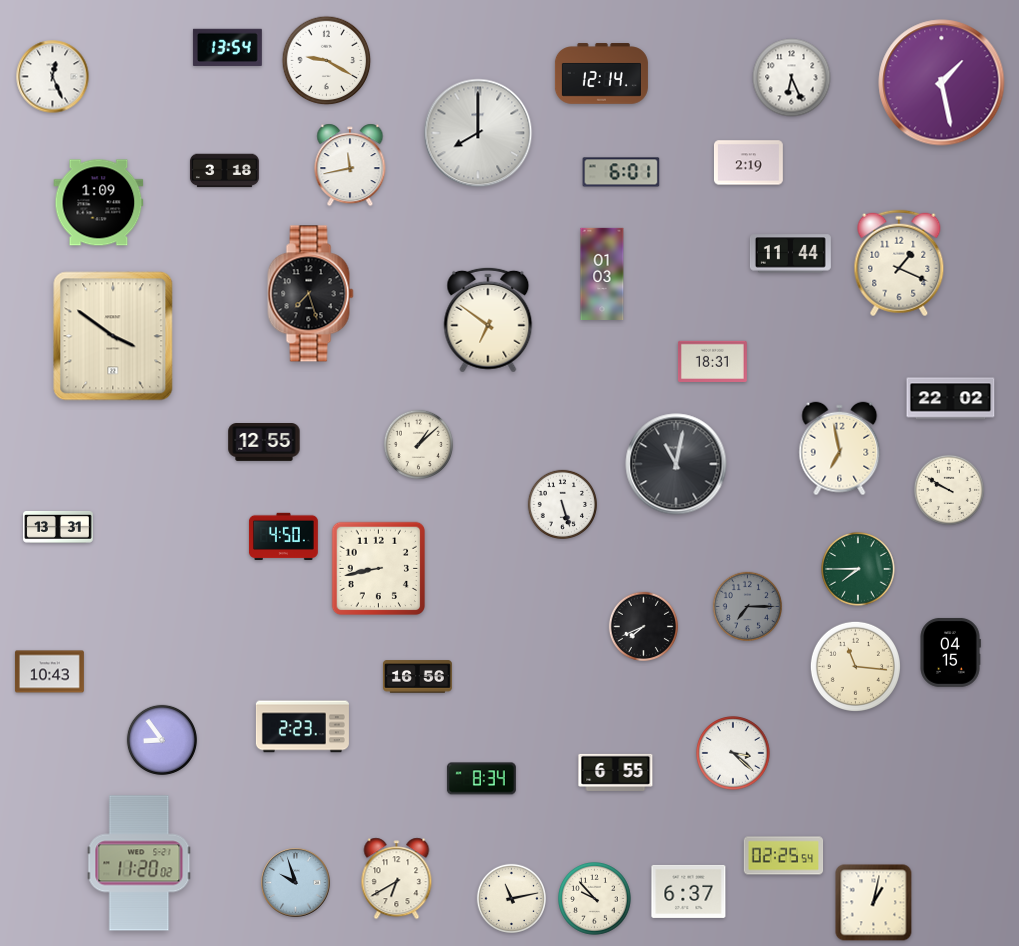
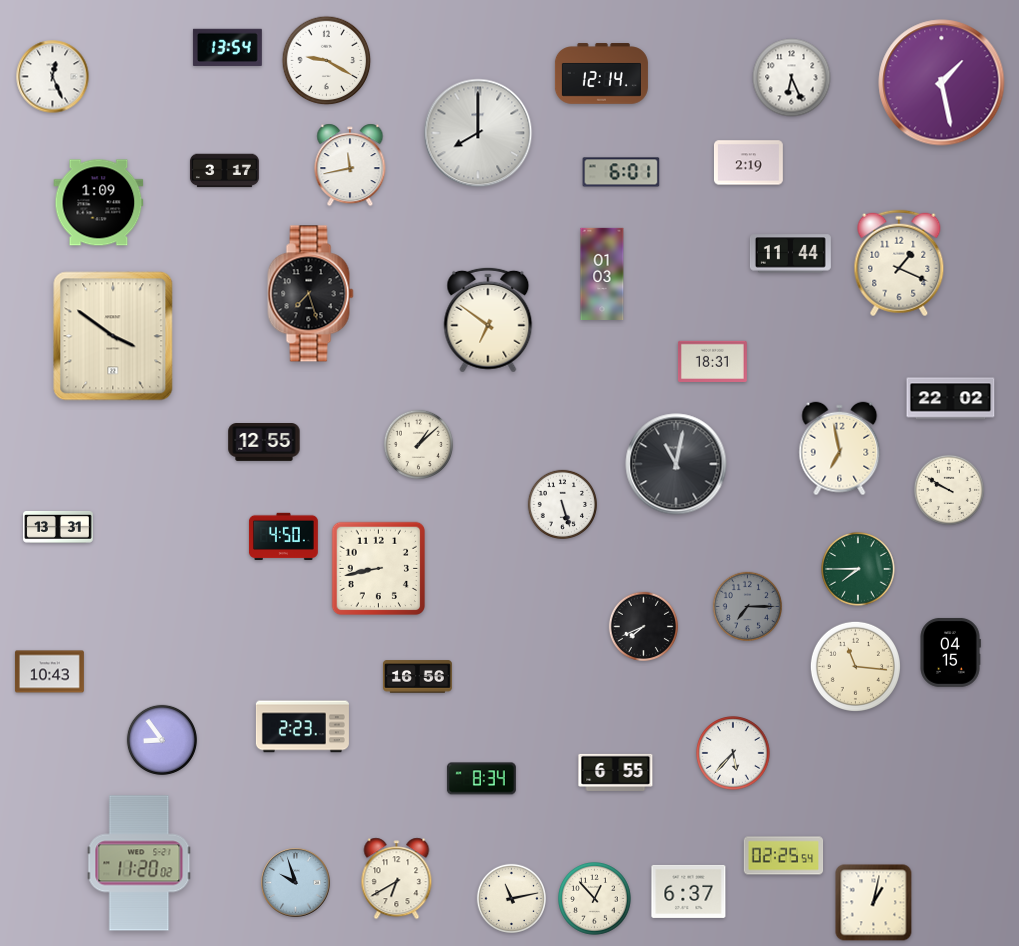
clock at (224, 171): 3:18 -> 3:17
clock at (733, 753): 3:22 -> 5:37
clock at (595, 899): 9:53 -> 12:53
